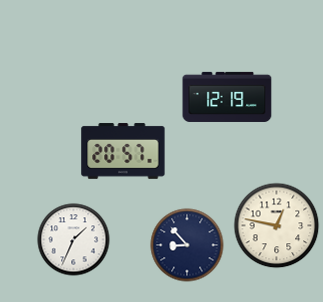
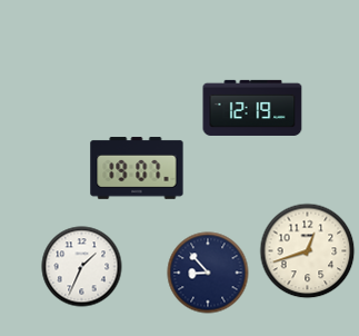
clock at (123, 151): 20:57 -> 19:07
clock at (277, 226): 12:47 -> 12:42
